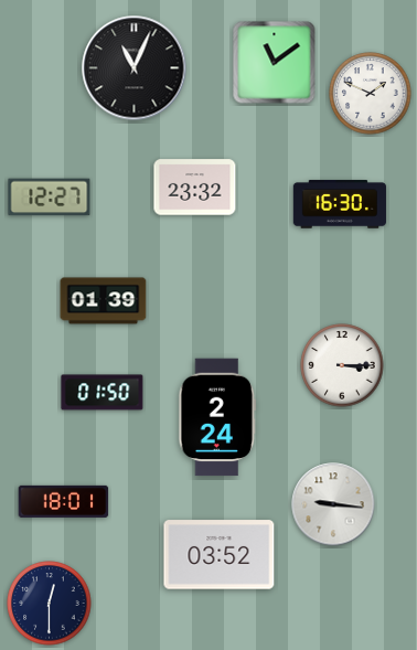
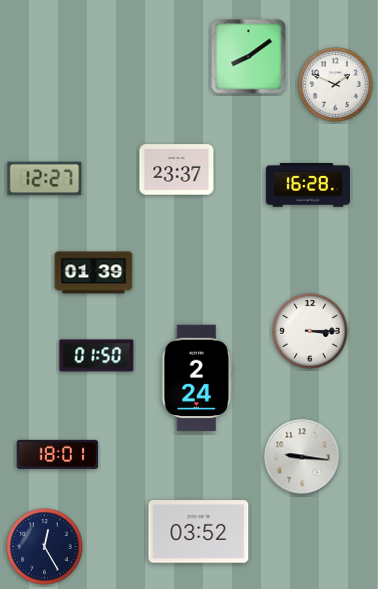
clock at (275, 63): 11:09 -> 8:09
clock at (135, 68): 11:04 -> none
clock at (195, 188): 23:32 -> 23:37
clock at (340, 204): 16:30 -> 16:28
clock at (103, 393) position: (103, 393) -> (97, 356)
clock at (220, 555) position: (220, 555) -> (199, 532)
clock at (50, 604): 12:30 -> 12:25
